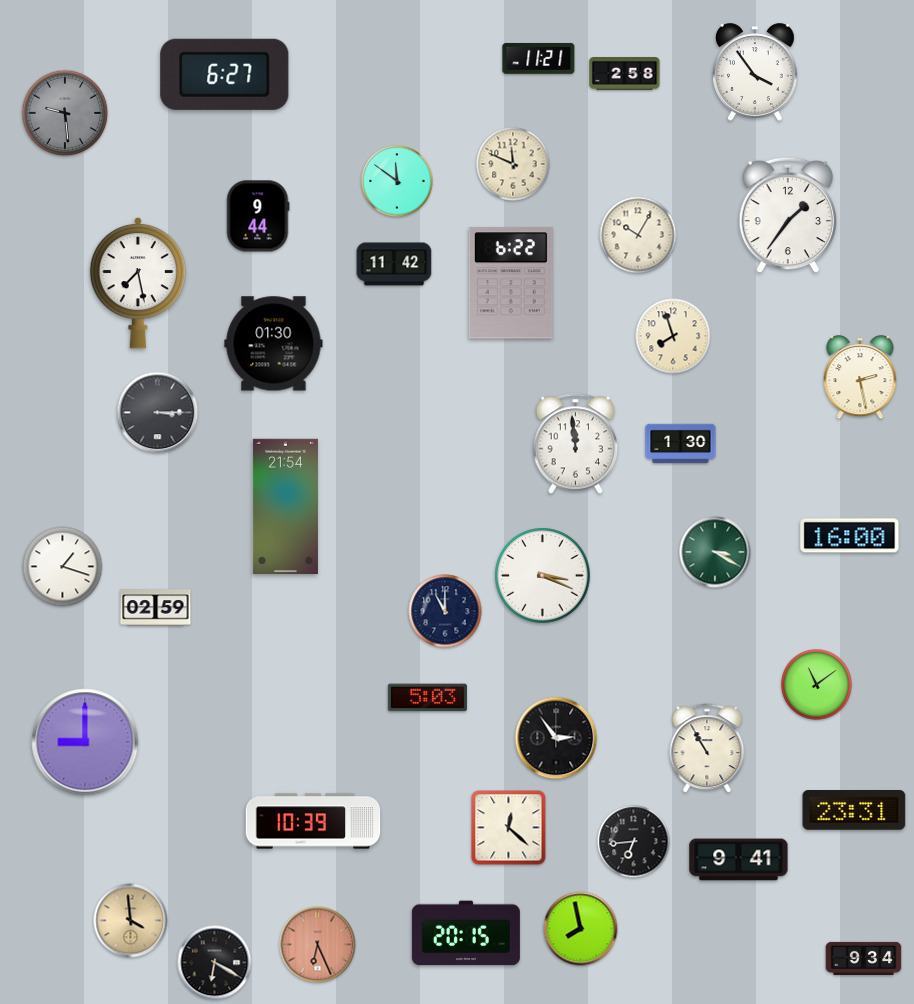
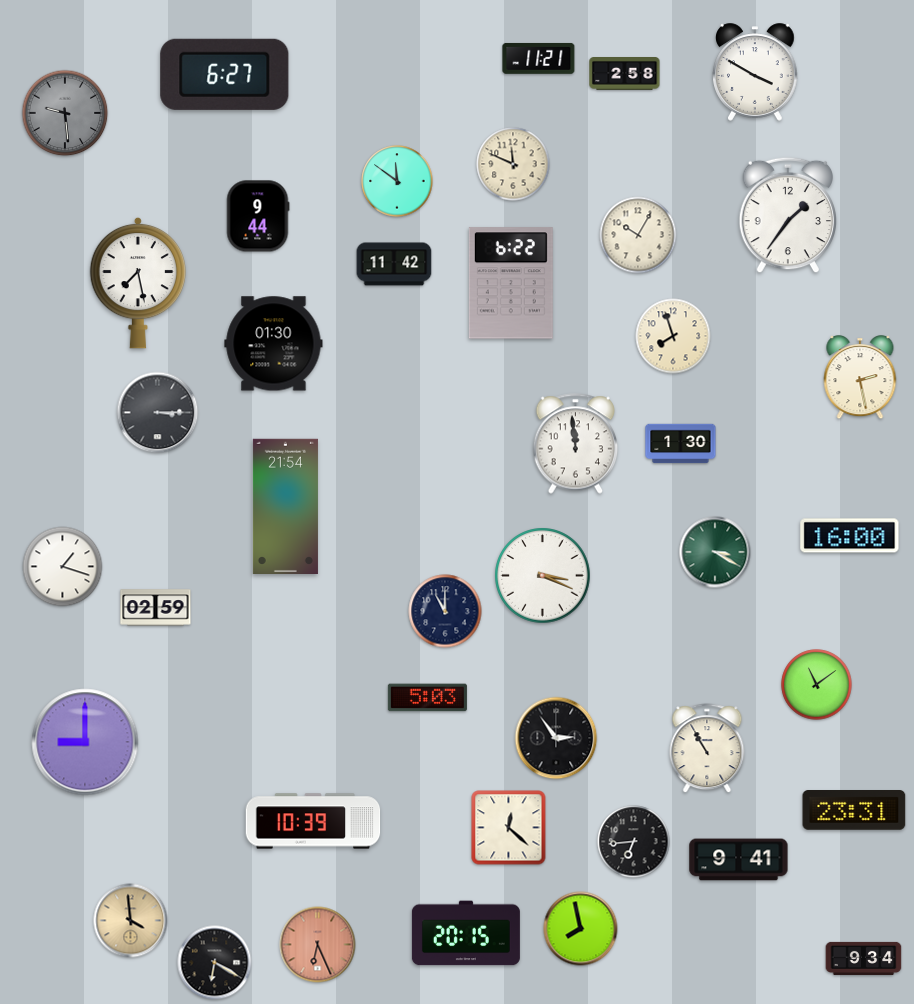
clock at (756, 72): 3:54 -> 3:50
